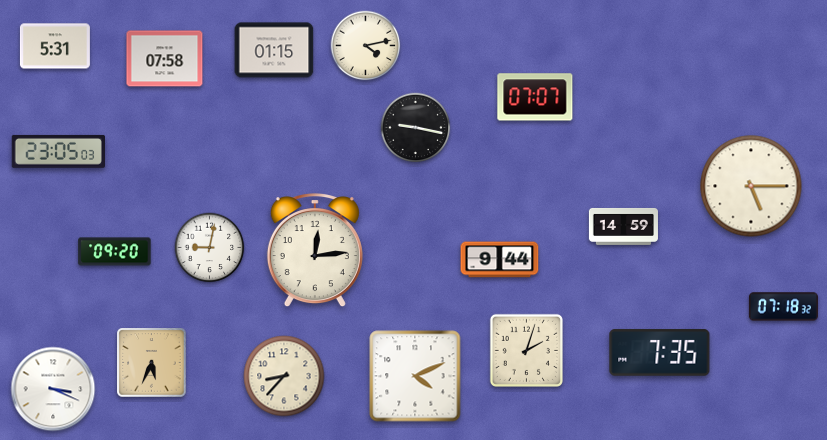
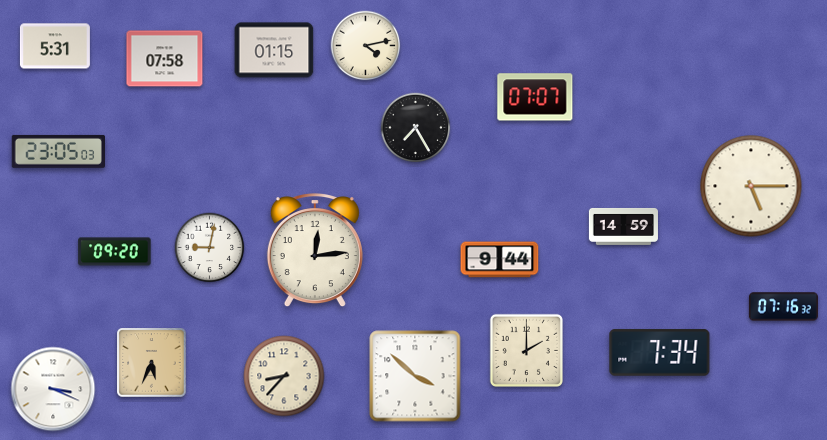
clock at (416, 128): 9:17 -> 7:25
clock at (783, 307): 07:18 -> 07:16
clock at (526, 350): 2:03 -> 2:00
clock at (660, 353): 7:35 -> 7:34
clock at (415, 376): 4:11 -> 3:52
